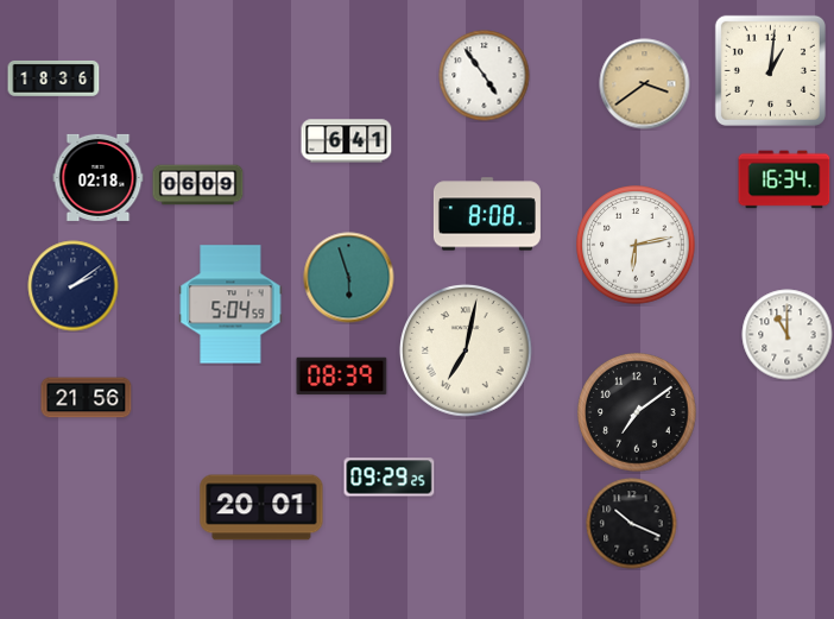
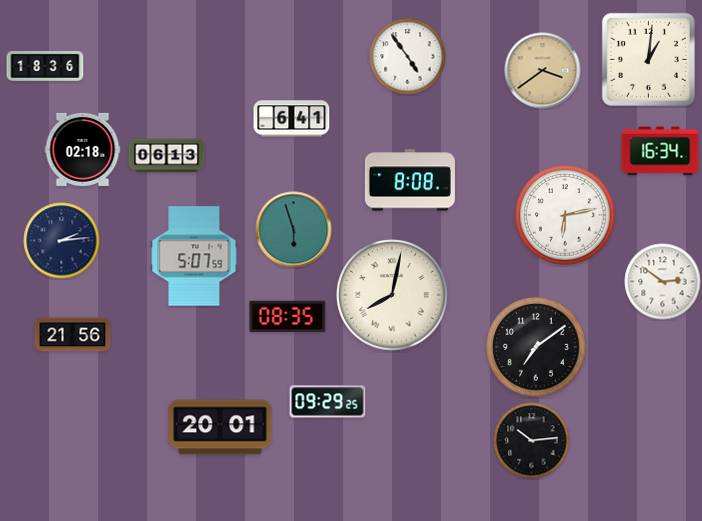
clock at (485, 76) position: (485, 76) -> (408, 57)
clock at (198, 185): 06:09 -> 06:13
clock at (636, 245) position: (636, 245) -> (565, 215)
clock at (349, 278) position: (349, 278) -> (294, 230)
clock at (74, 286): 2:09 -> 2:14
clock at (230, 304): 5:04 -> 5:07
clock at (788, 335): 11:00 -> 2:51
clock at (466, 350): 7:02 -> 8:02
clock at (342, 377): 08:39 -> 08:35
clock at (632, 524): 10:19 -> 10:14
